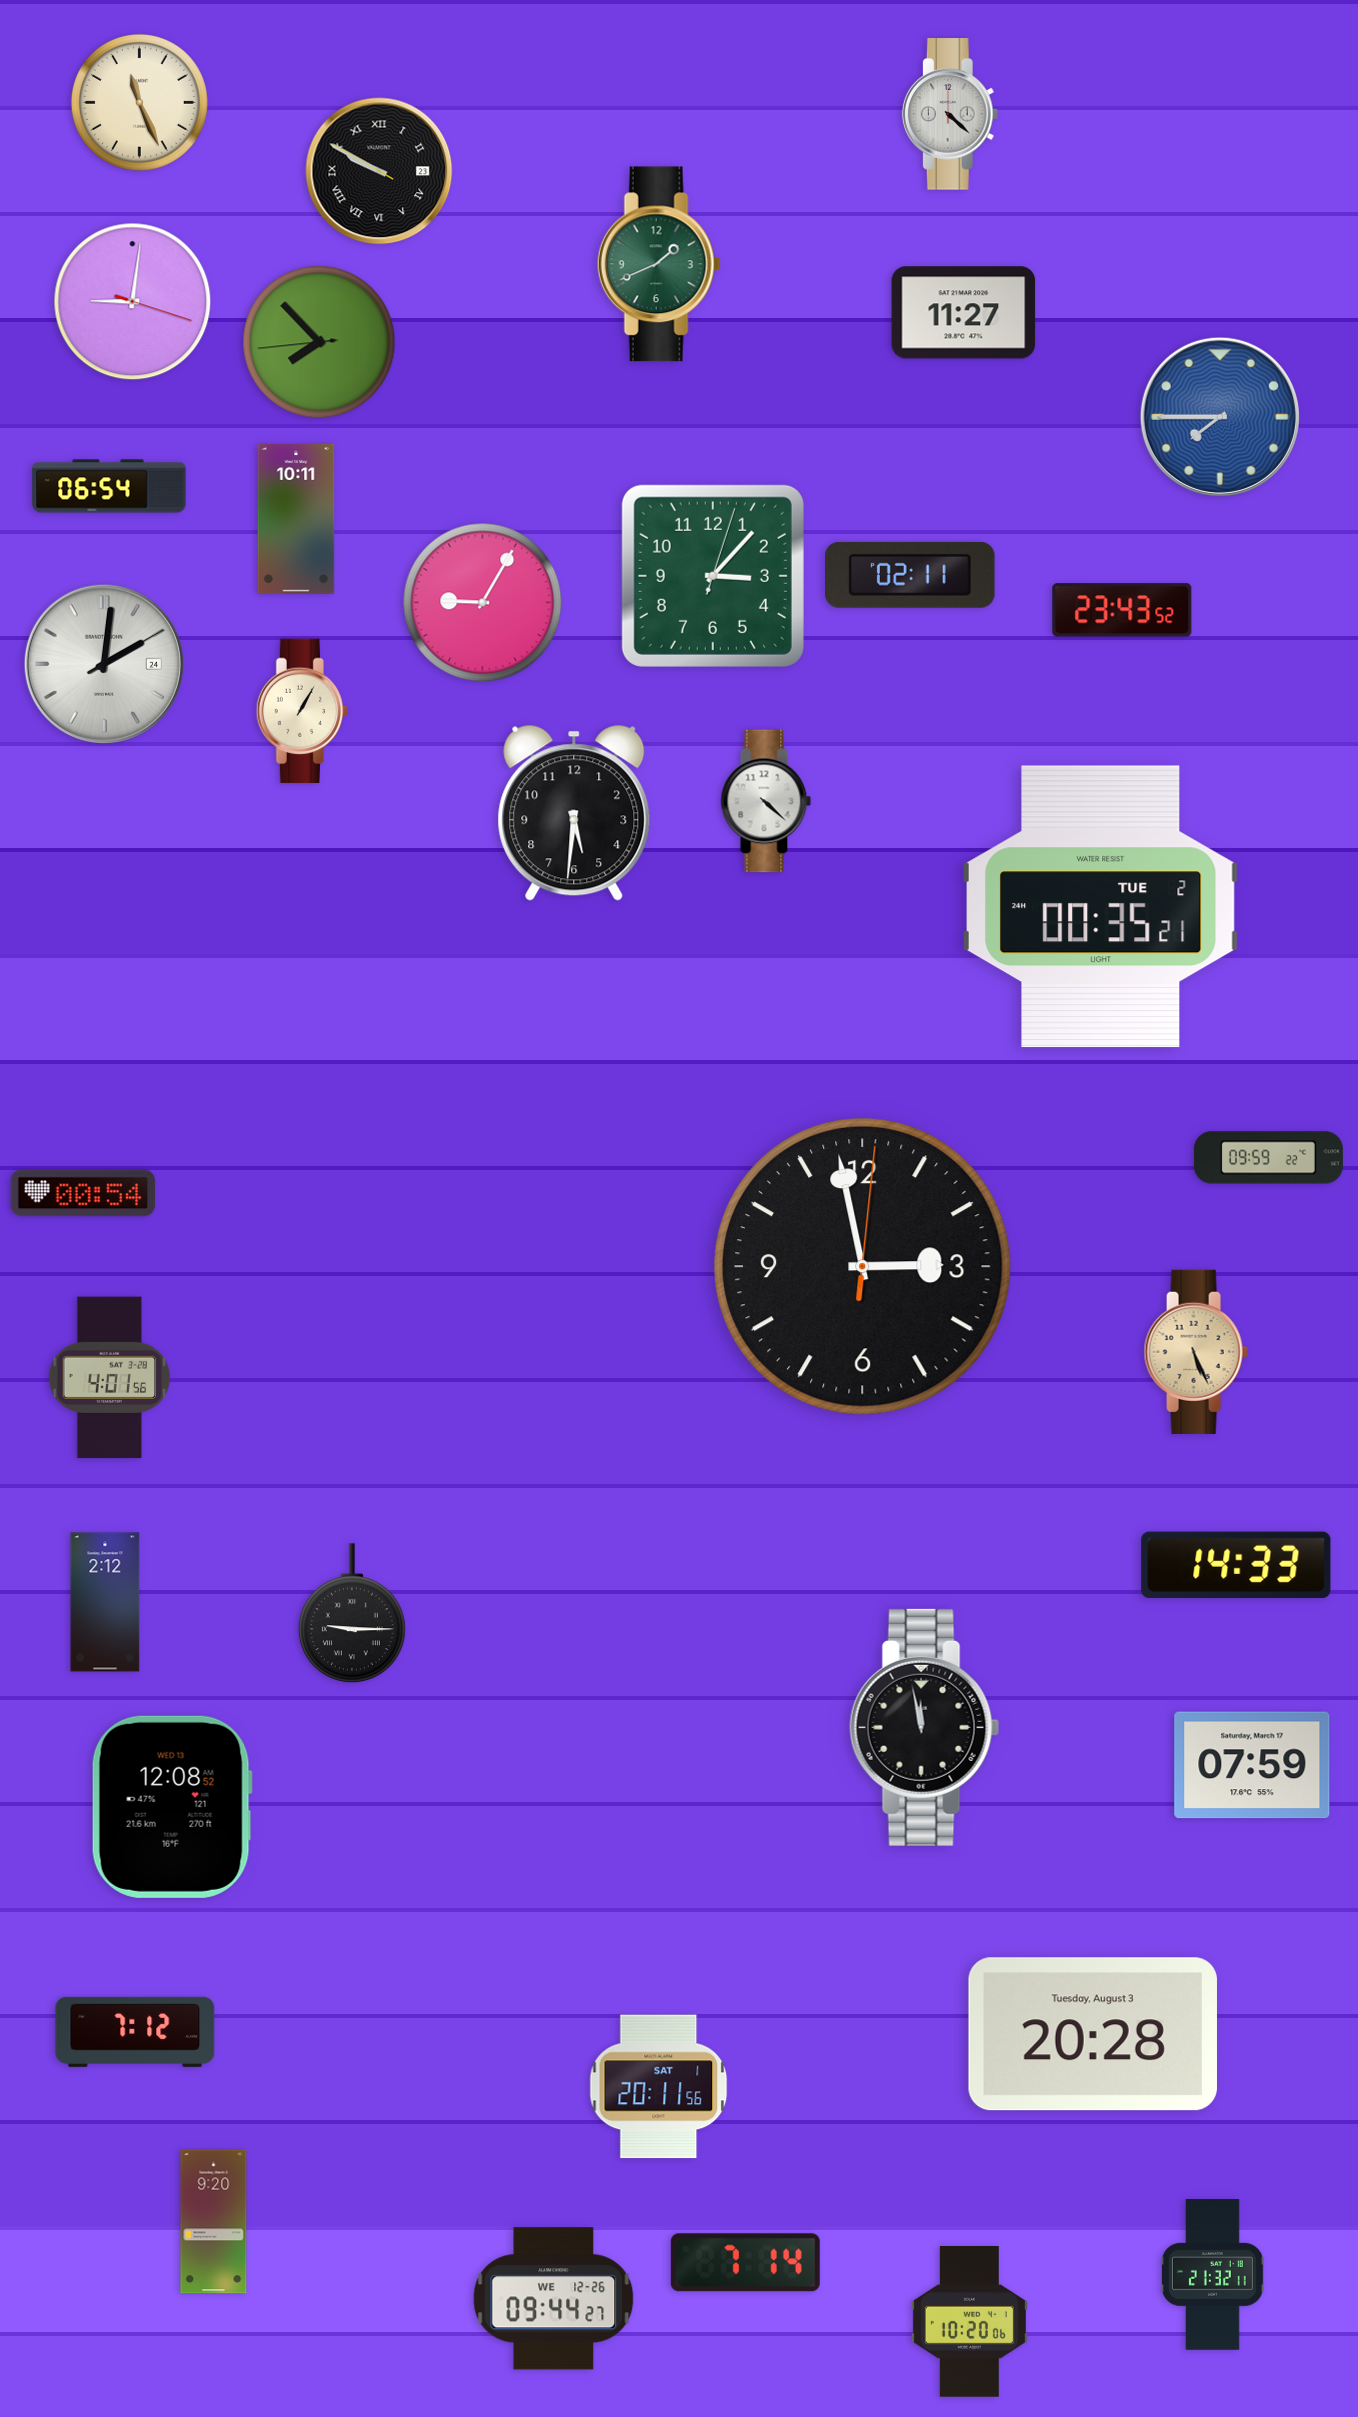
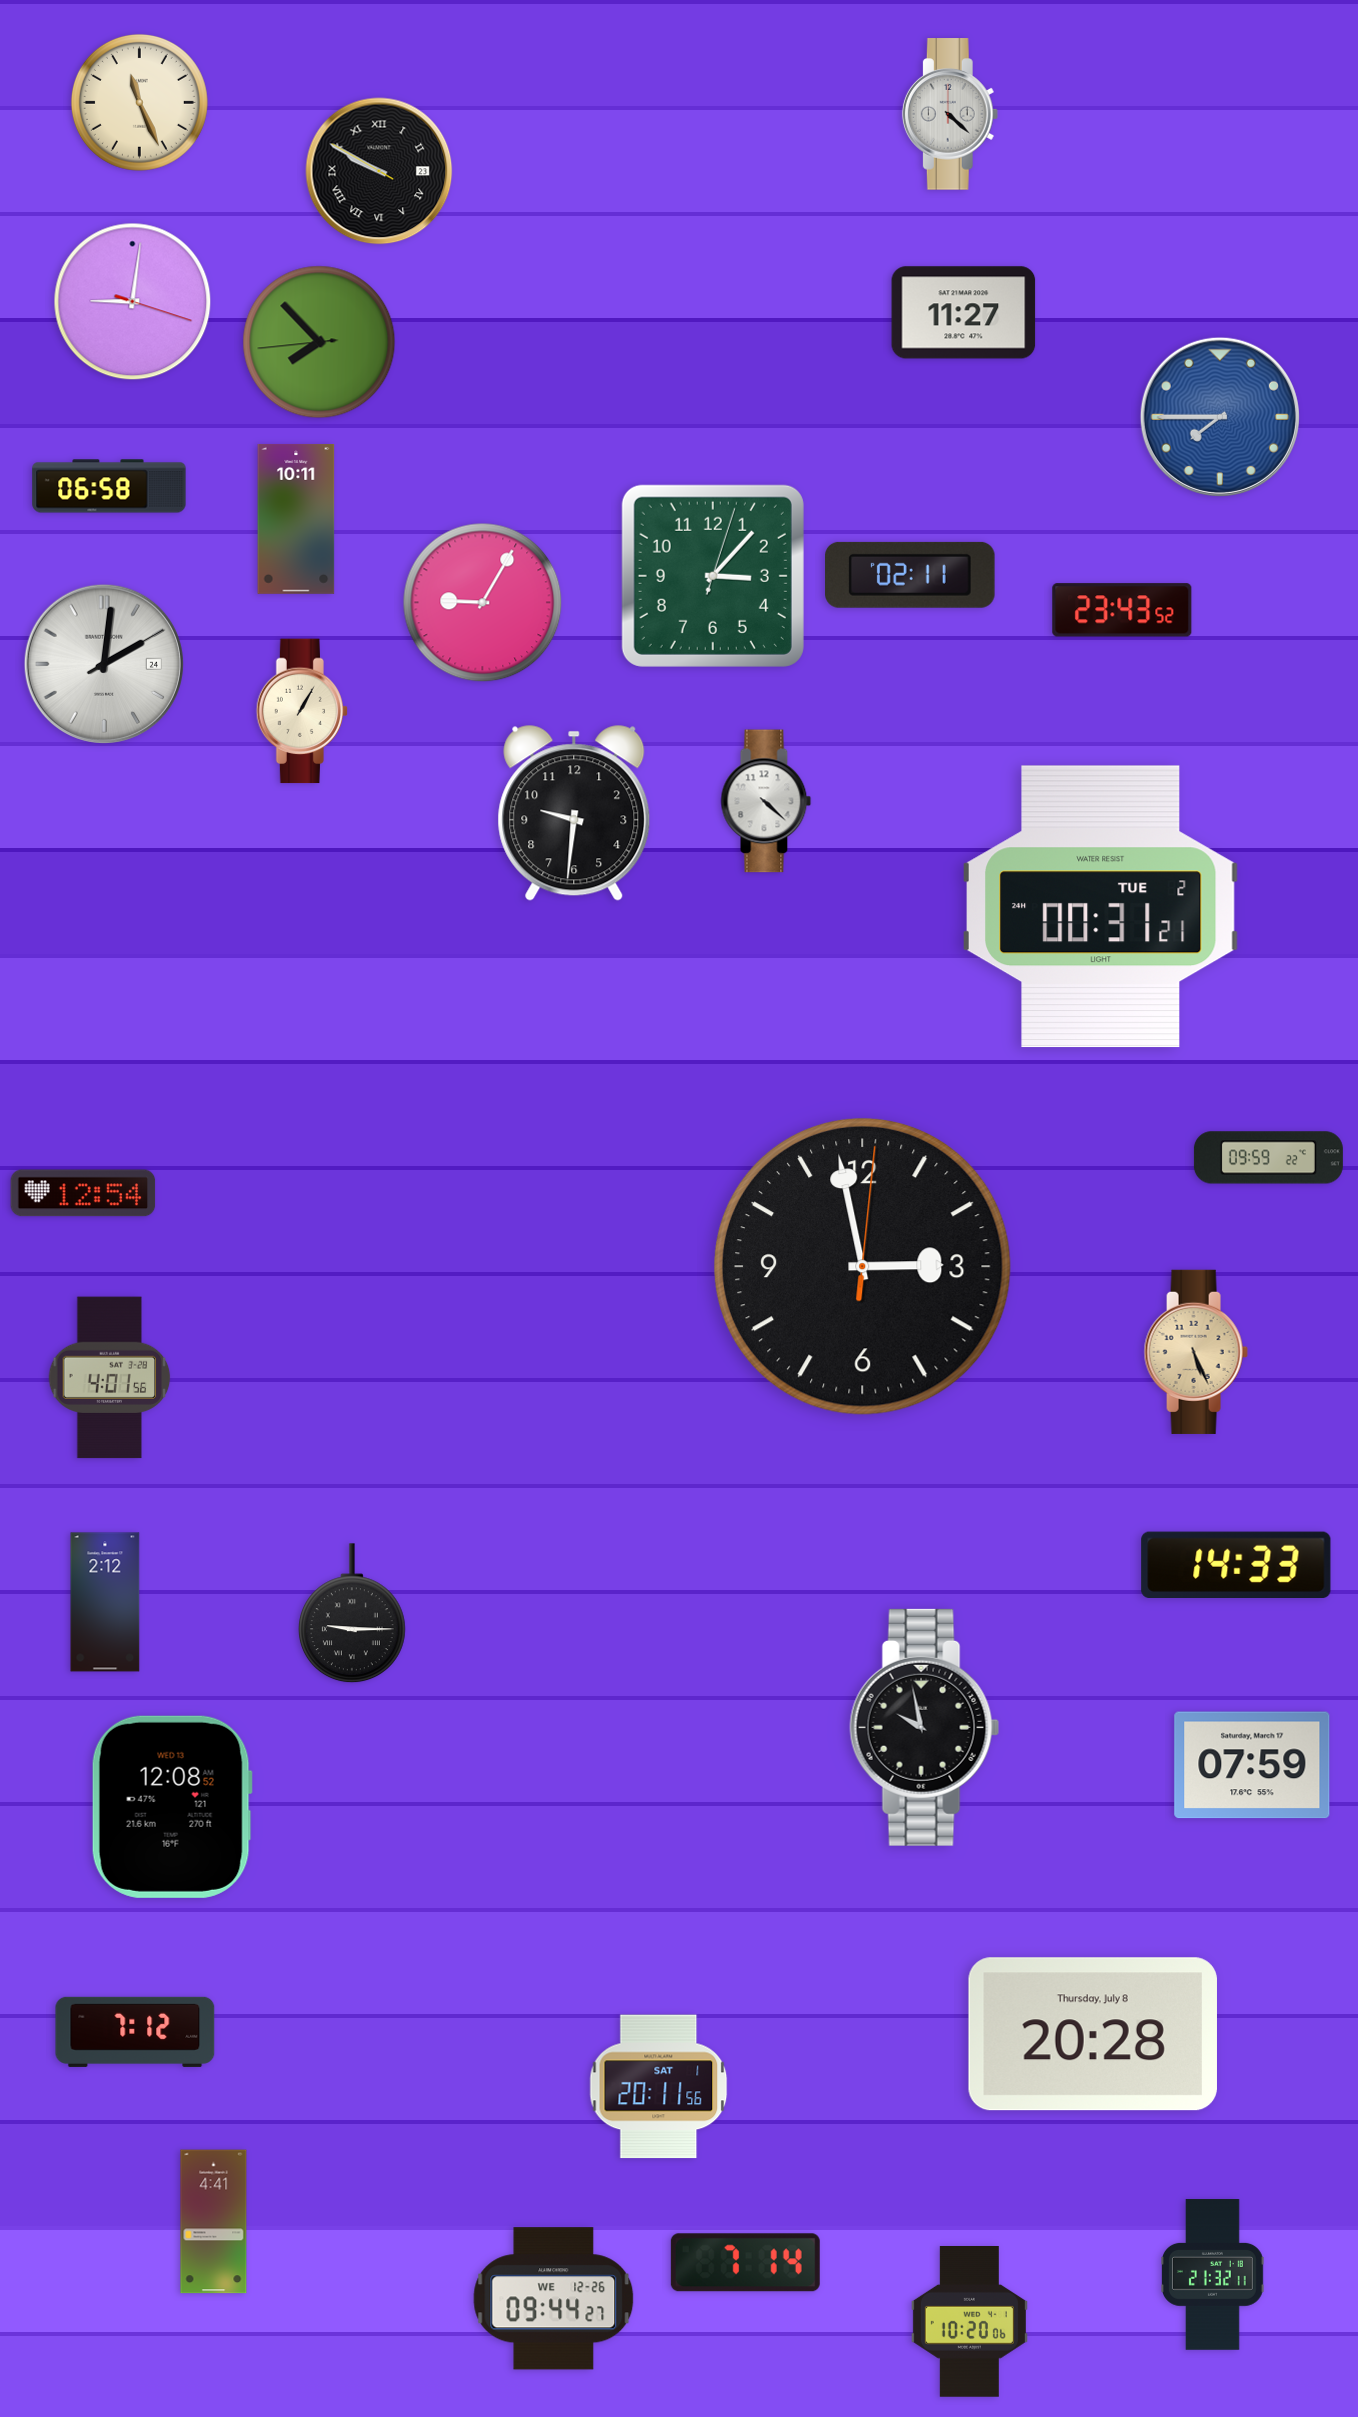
clock at (659, 264): 1:41 -> none
clock at (109, 486): 06:54 -> 06:58
clock at (574, 813): 5:31 -> 9:31
clock at (1100, 907): 00:35 -> 00:31
clock at (83, 1193): 00:54 -> 12:54
clock at (925, 1727): 11:58 -> 9:58
clock at (1093, 2034) date: Tuesday, August 3 -> Thursday, July 8
clock at (214, 2222): 9:20 -> 4:41
